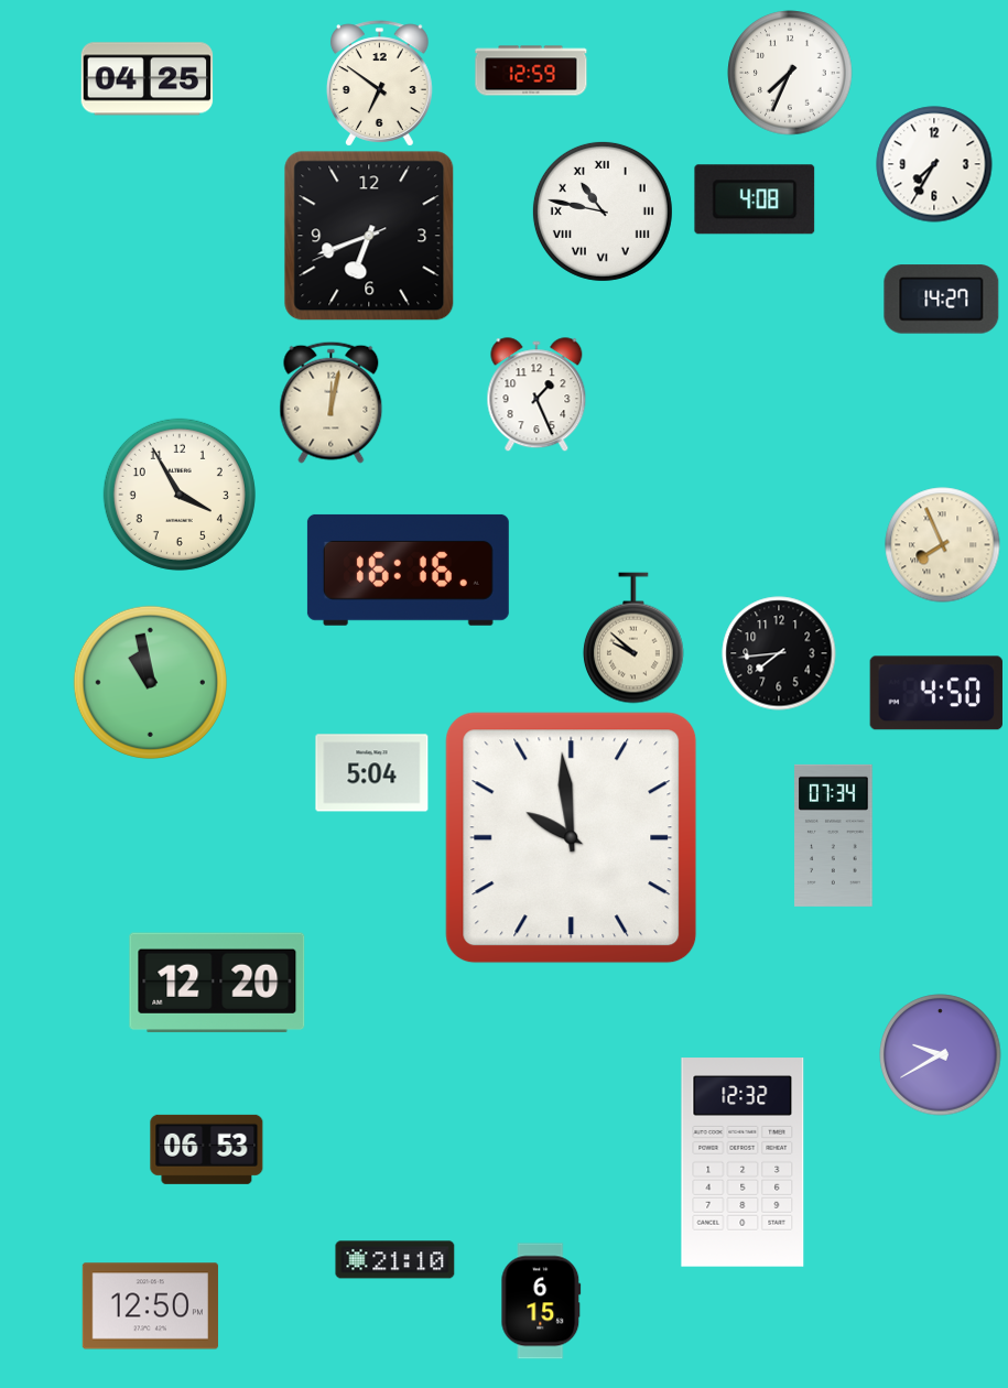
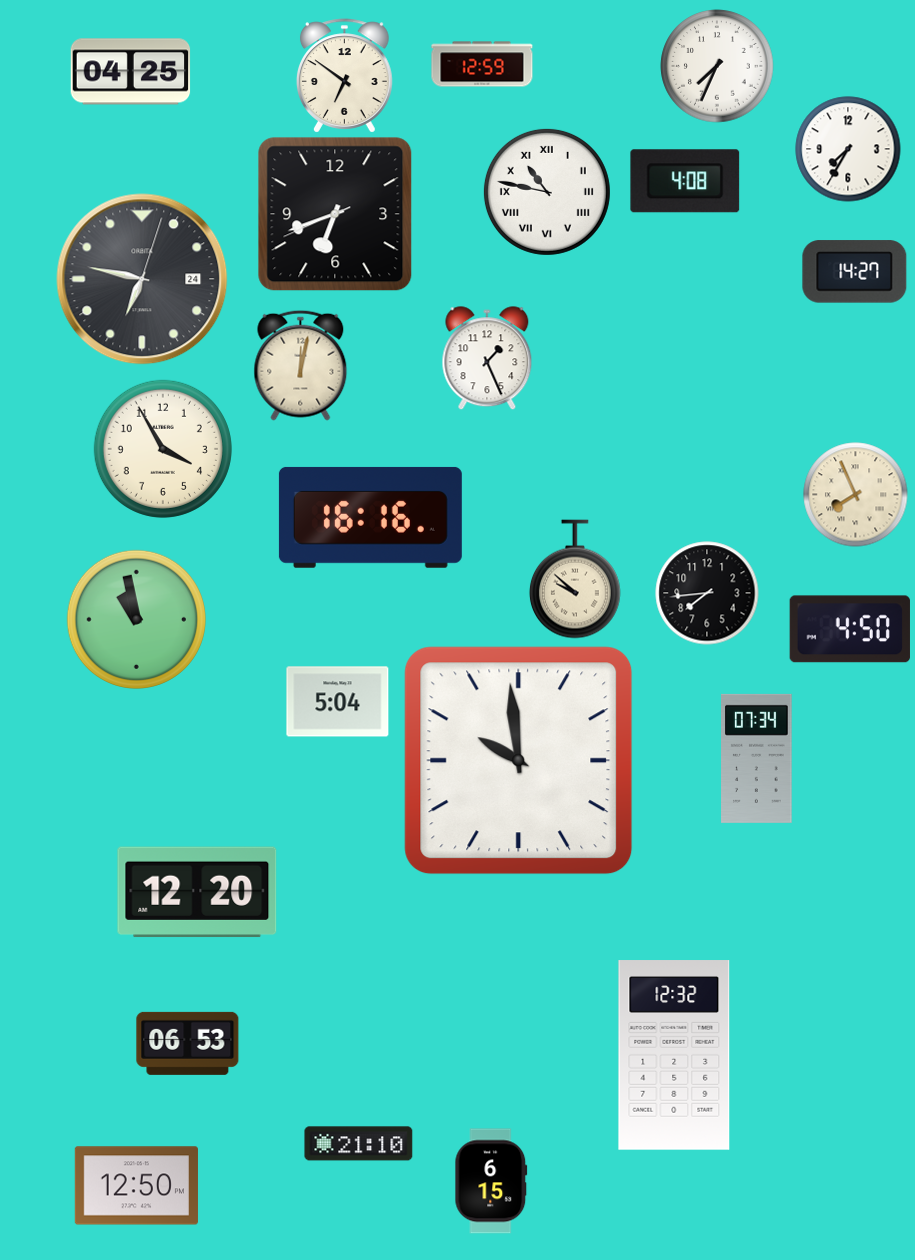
clock at (148, 79) position: (148, 79) -> (131, 72)
clock at (142, 279): none -> 6:47
clock at (941, 1055): 9:40 -> none
